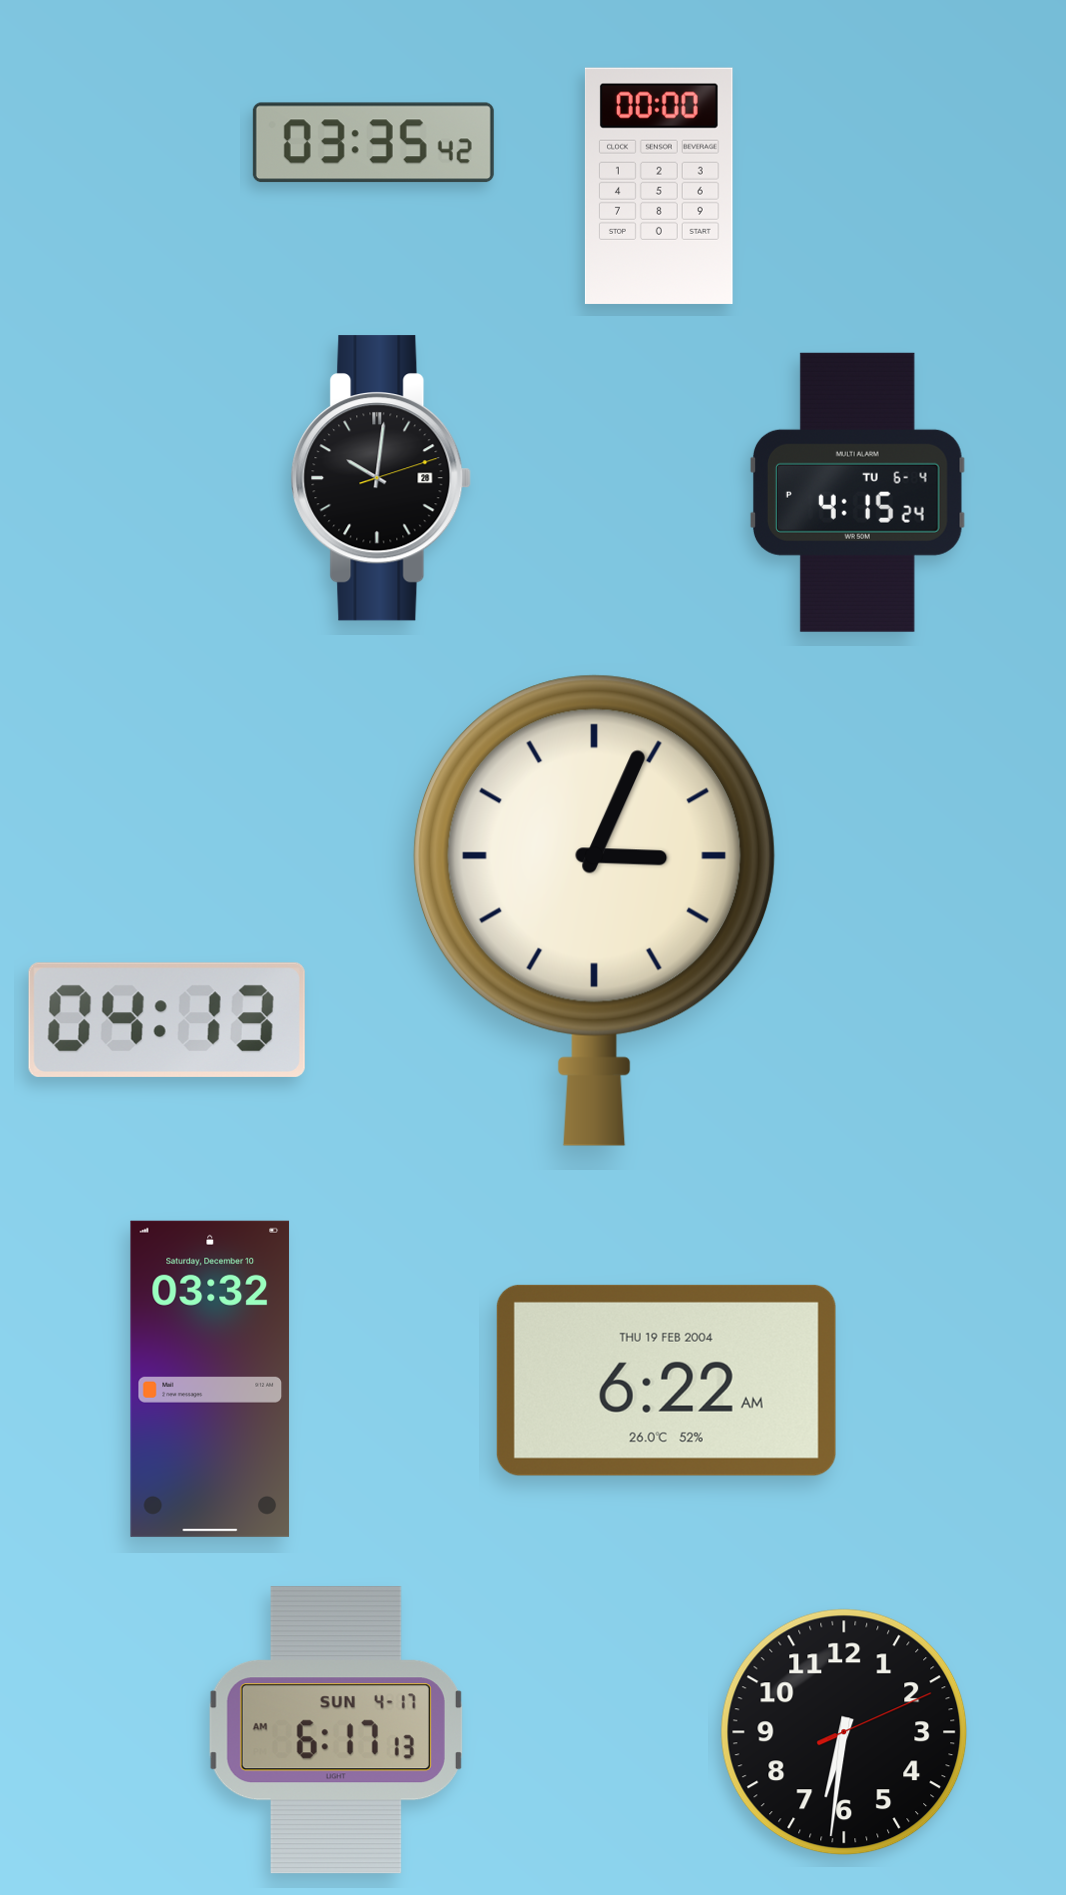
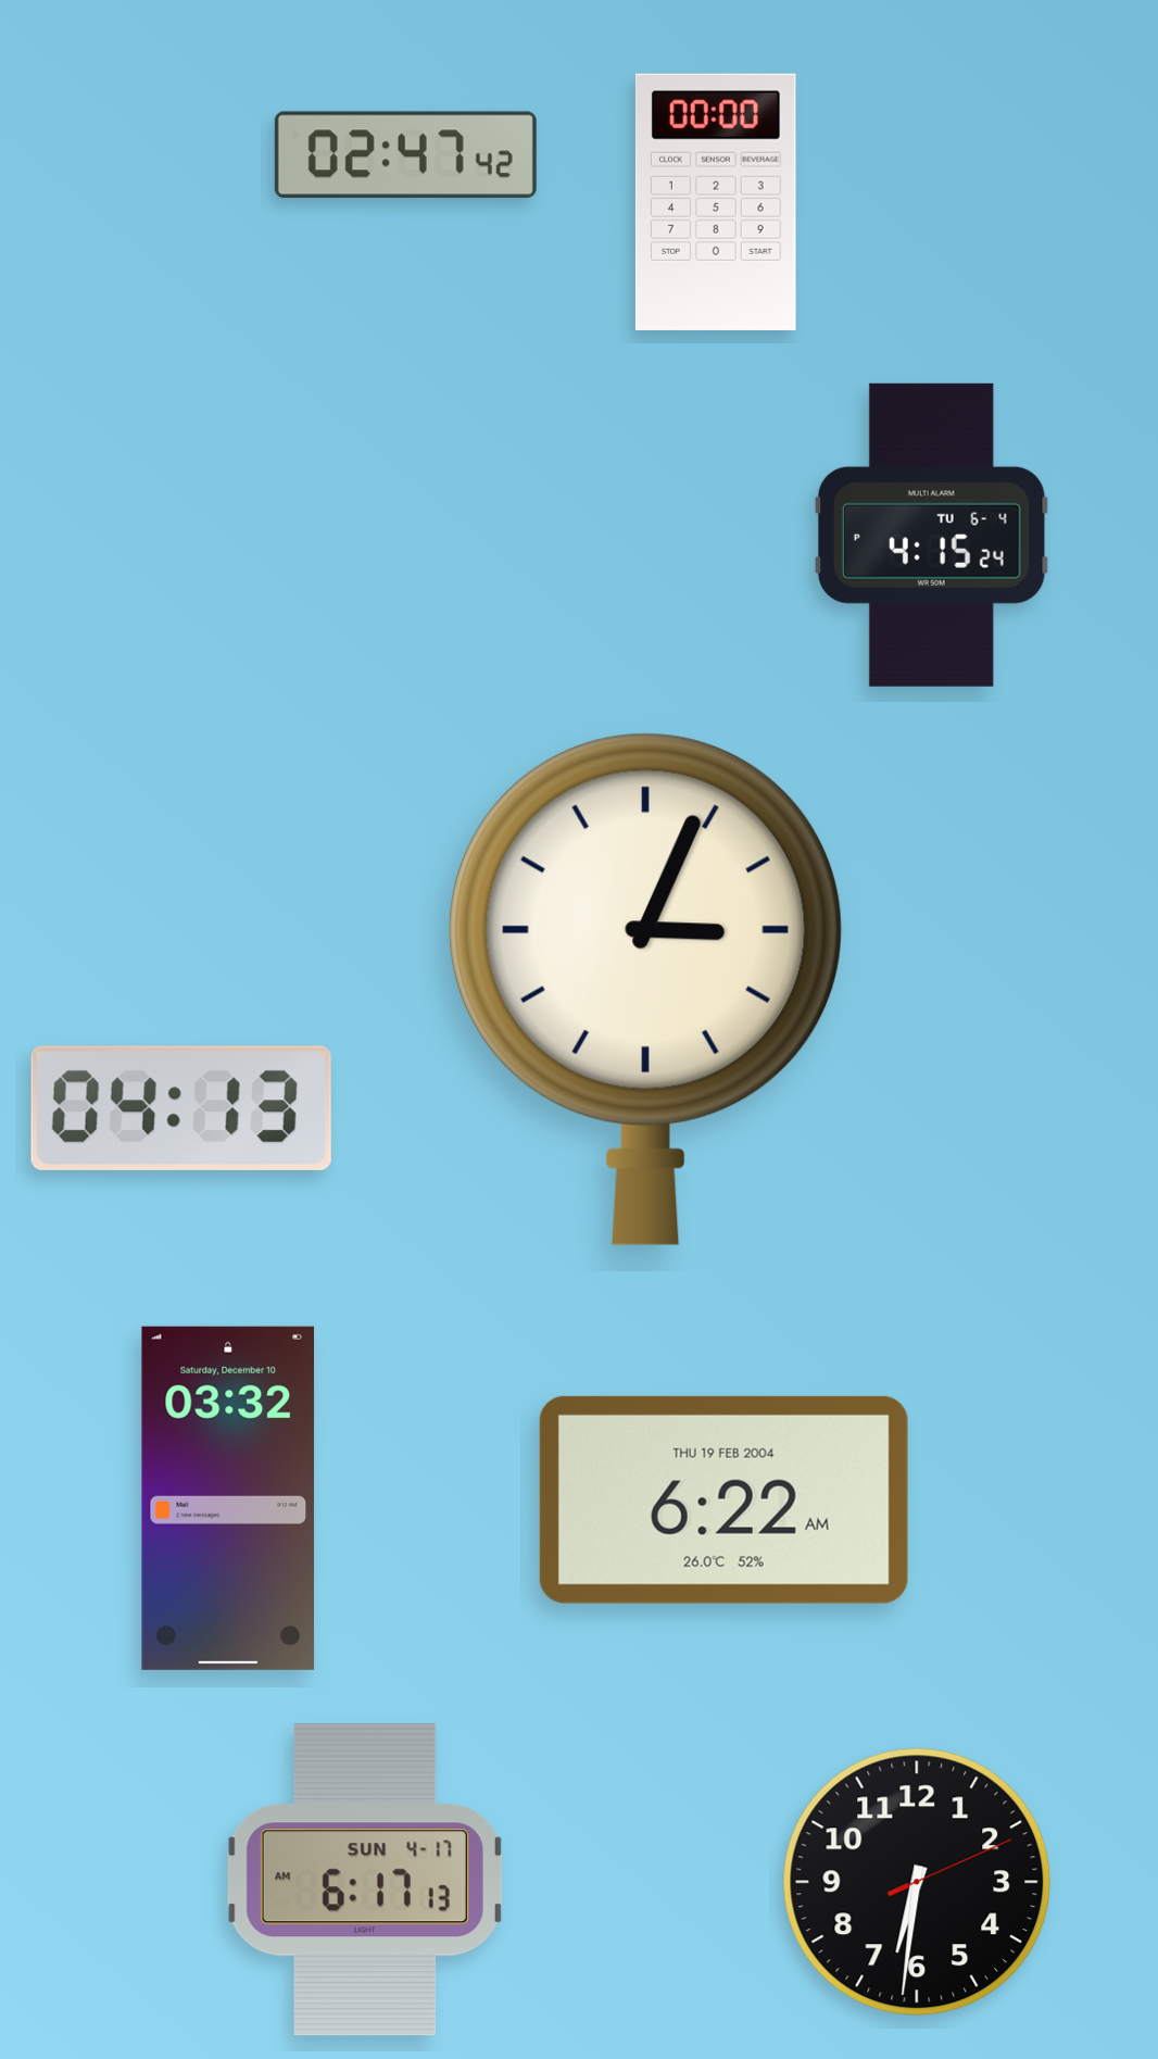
clock at (373, 143): 03:35 -> 02:47
clock at (381, 478): 10:01 -> none
